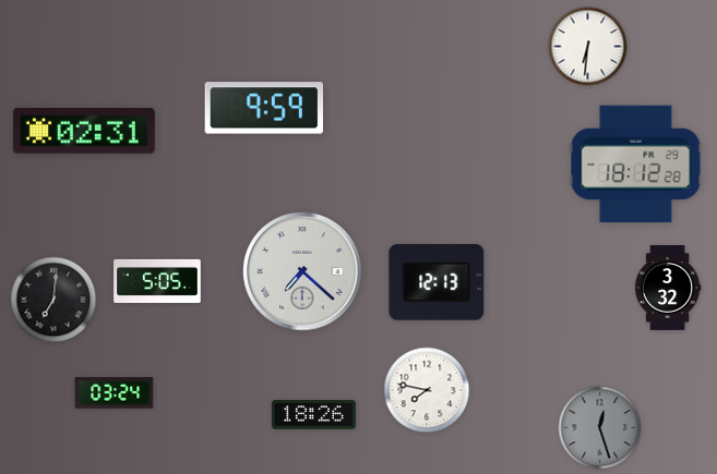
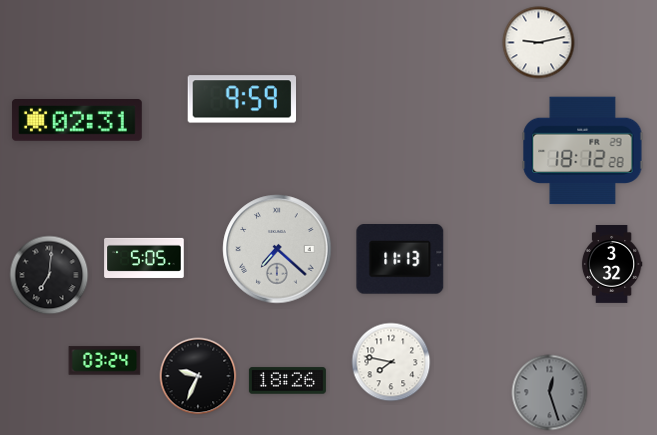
clock at (588, 47): 6:31 -> 9:13
clock at (437, 283): 12:13 -> 11:13
clock at (427, 390) position: (427, 390) -> (391, 362)
clock at (198, 376): none -> 9:34
